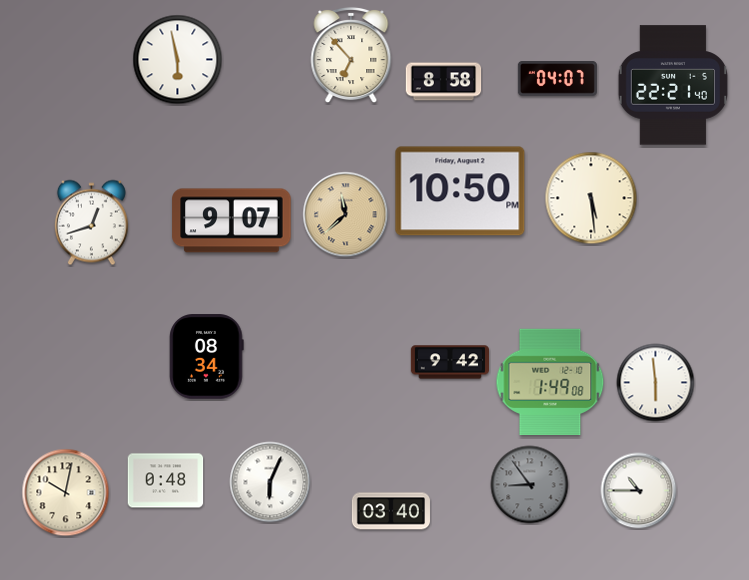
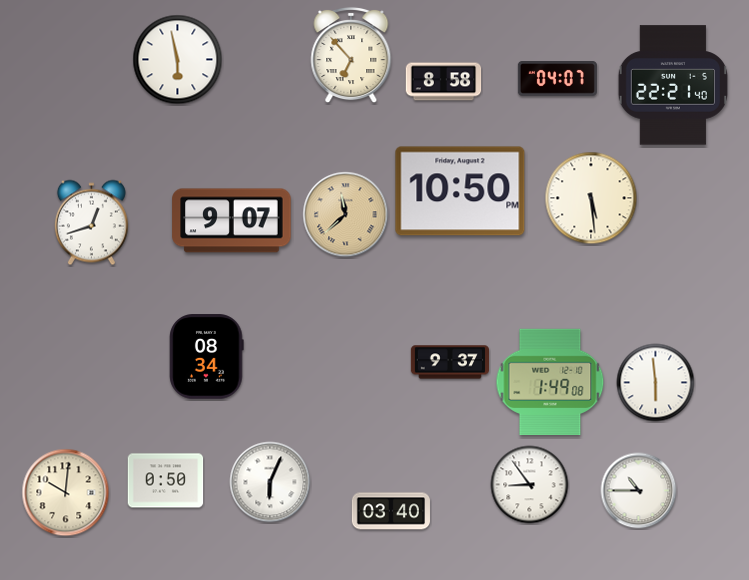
clock at (449, 362): 9:42 -> 9:37
clock at (166, 481): 0:48 -> 0:50
clock at (530, 485) dial: grey -> white
clock at (66, 493): 10:02 -> 10:01
